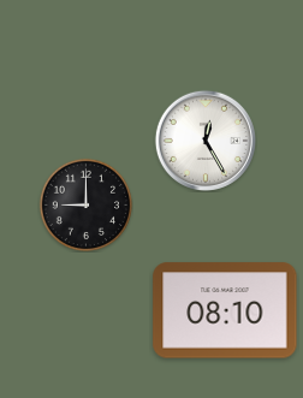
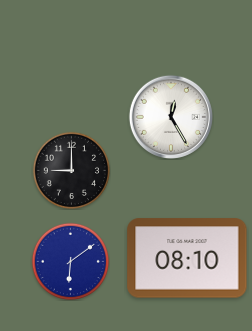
clock at (70, 261): none -> 6:09
